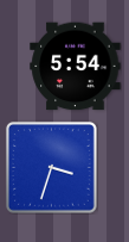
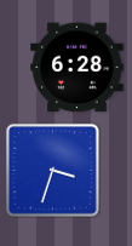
clock at (76, 67): 5:54 -> 6:28
